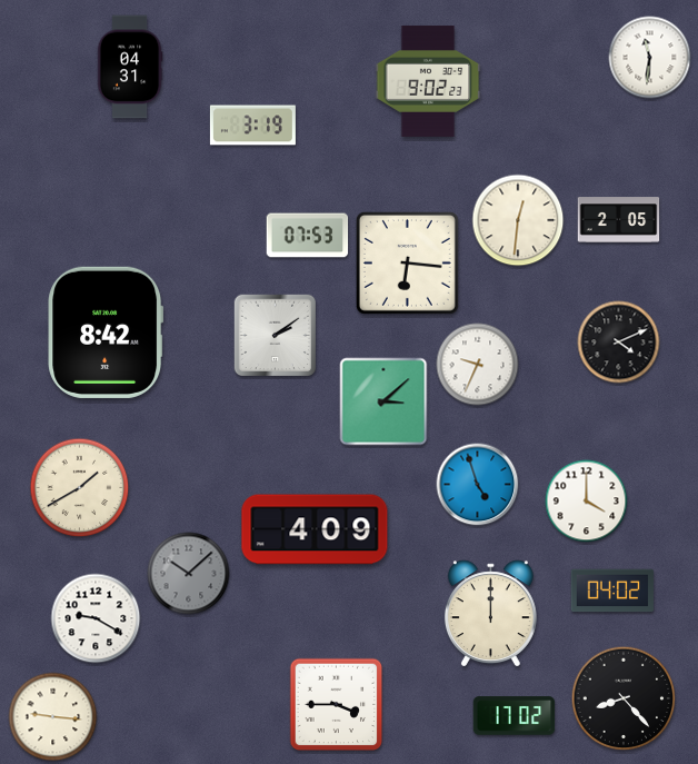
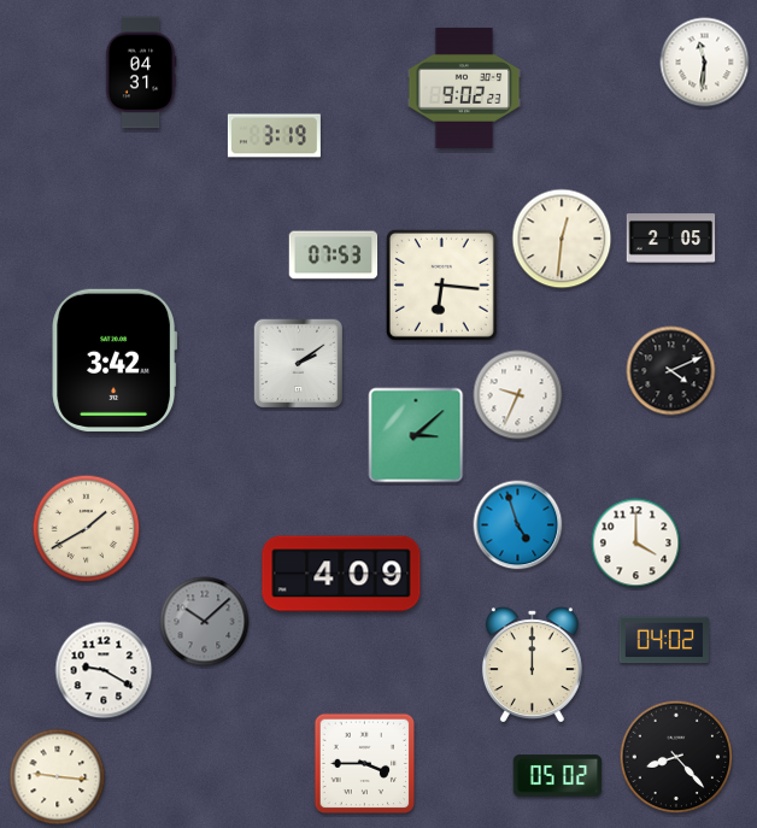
clock at (106, 333): 8:42 -> 3:42
clock at (515, 716): 17:02 -> 05:02
